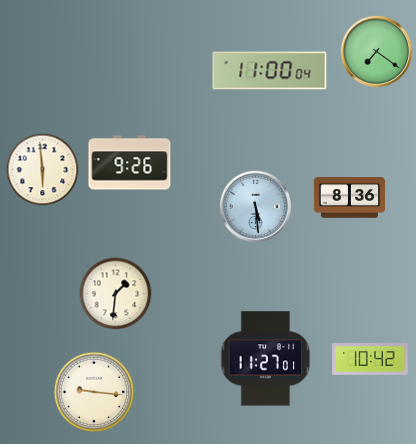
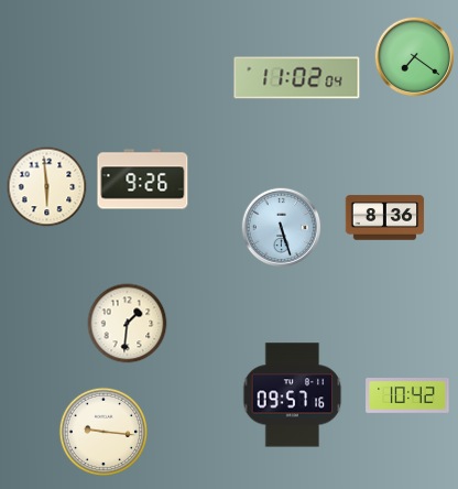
clock at (270, 71): 11:00 -> 11:02
clock at (256, 207): 5:29 -> 5:27
clock at (266, 359): 11:27 -> 09:57
